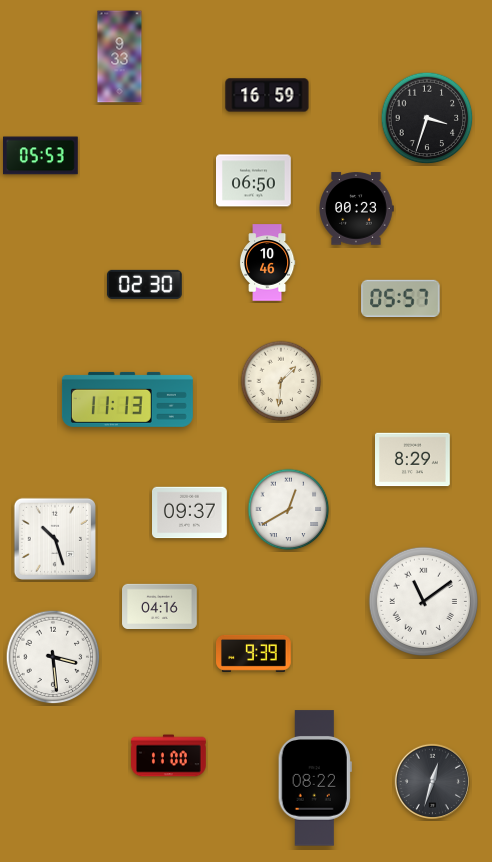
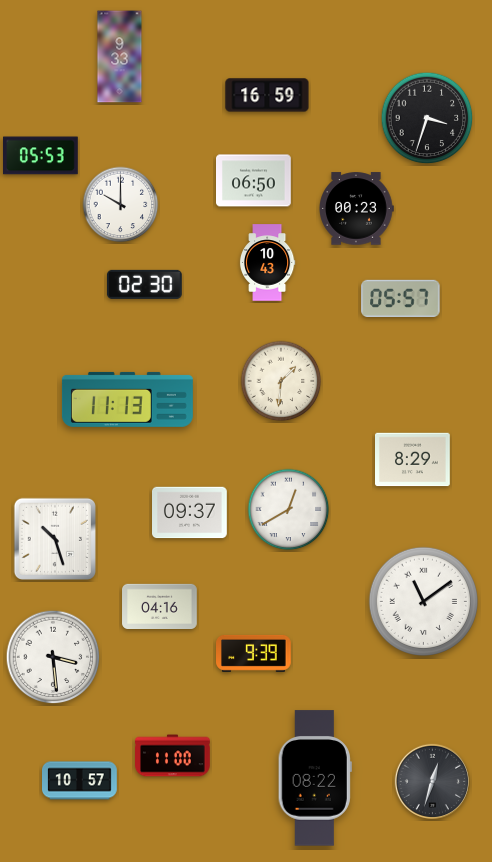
clock at (121, 205): none -> 10:00
clock at (267, 263): 10:46 -> 10:43
clock at (169, 756) position: (169, 756) -> (173, 756)
clock at (80, 781): none -> 10:57
